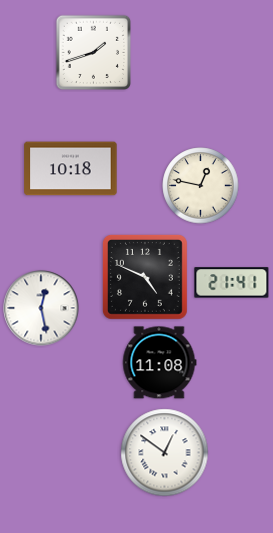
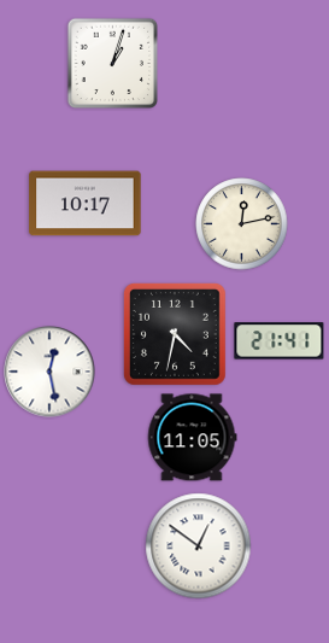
clock at (94, 53): 1:42 -> 1:03
clock at (71, 169): 10:18 -> 10:17
clock at (201, 186): 12:47 -> 12:13
clock at (145, 277): 4:49 -> 4:32
clock at (159, 363): 11:08 -> 11:05
